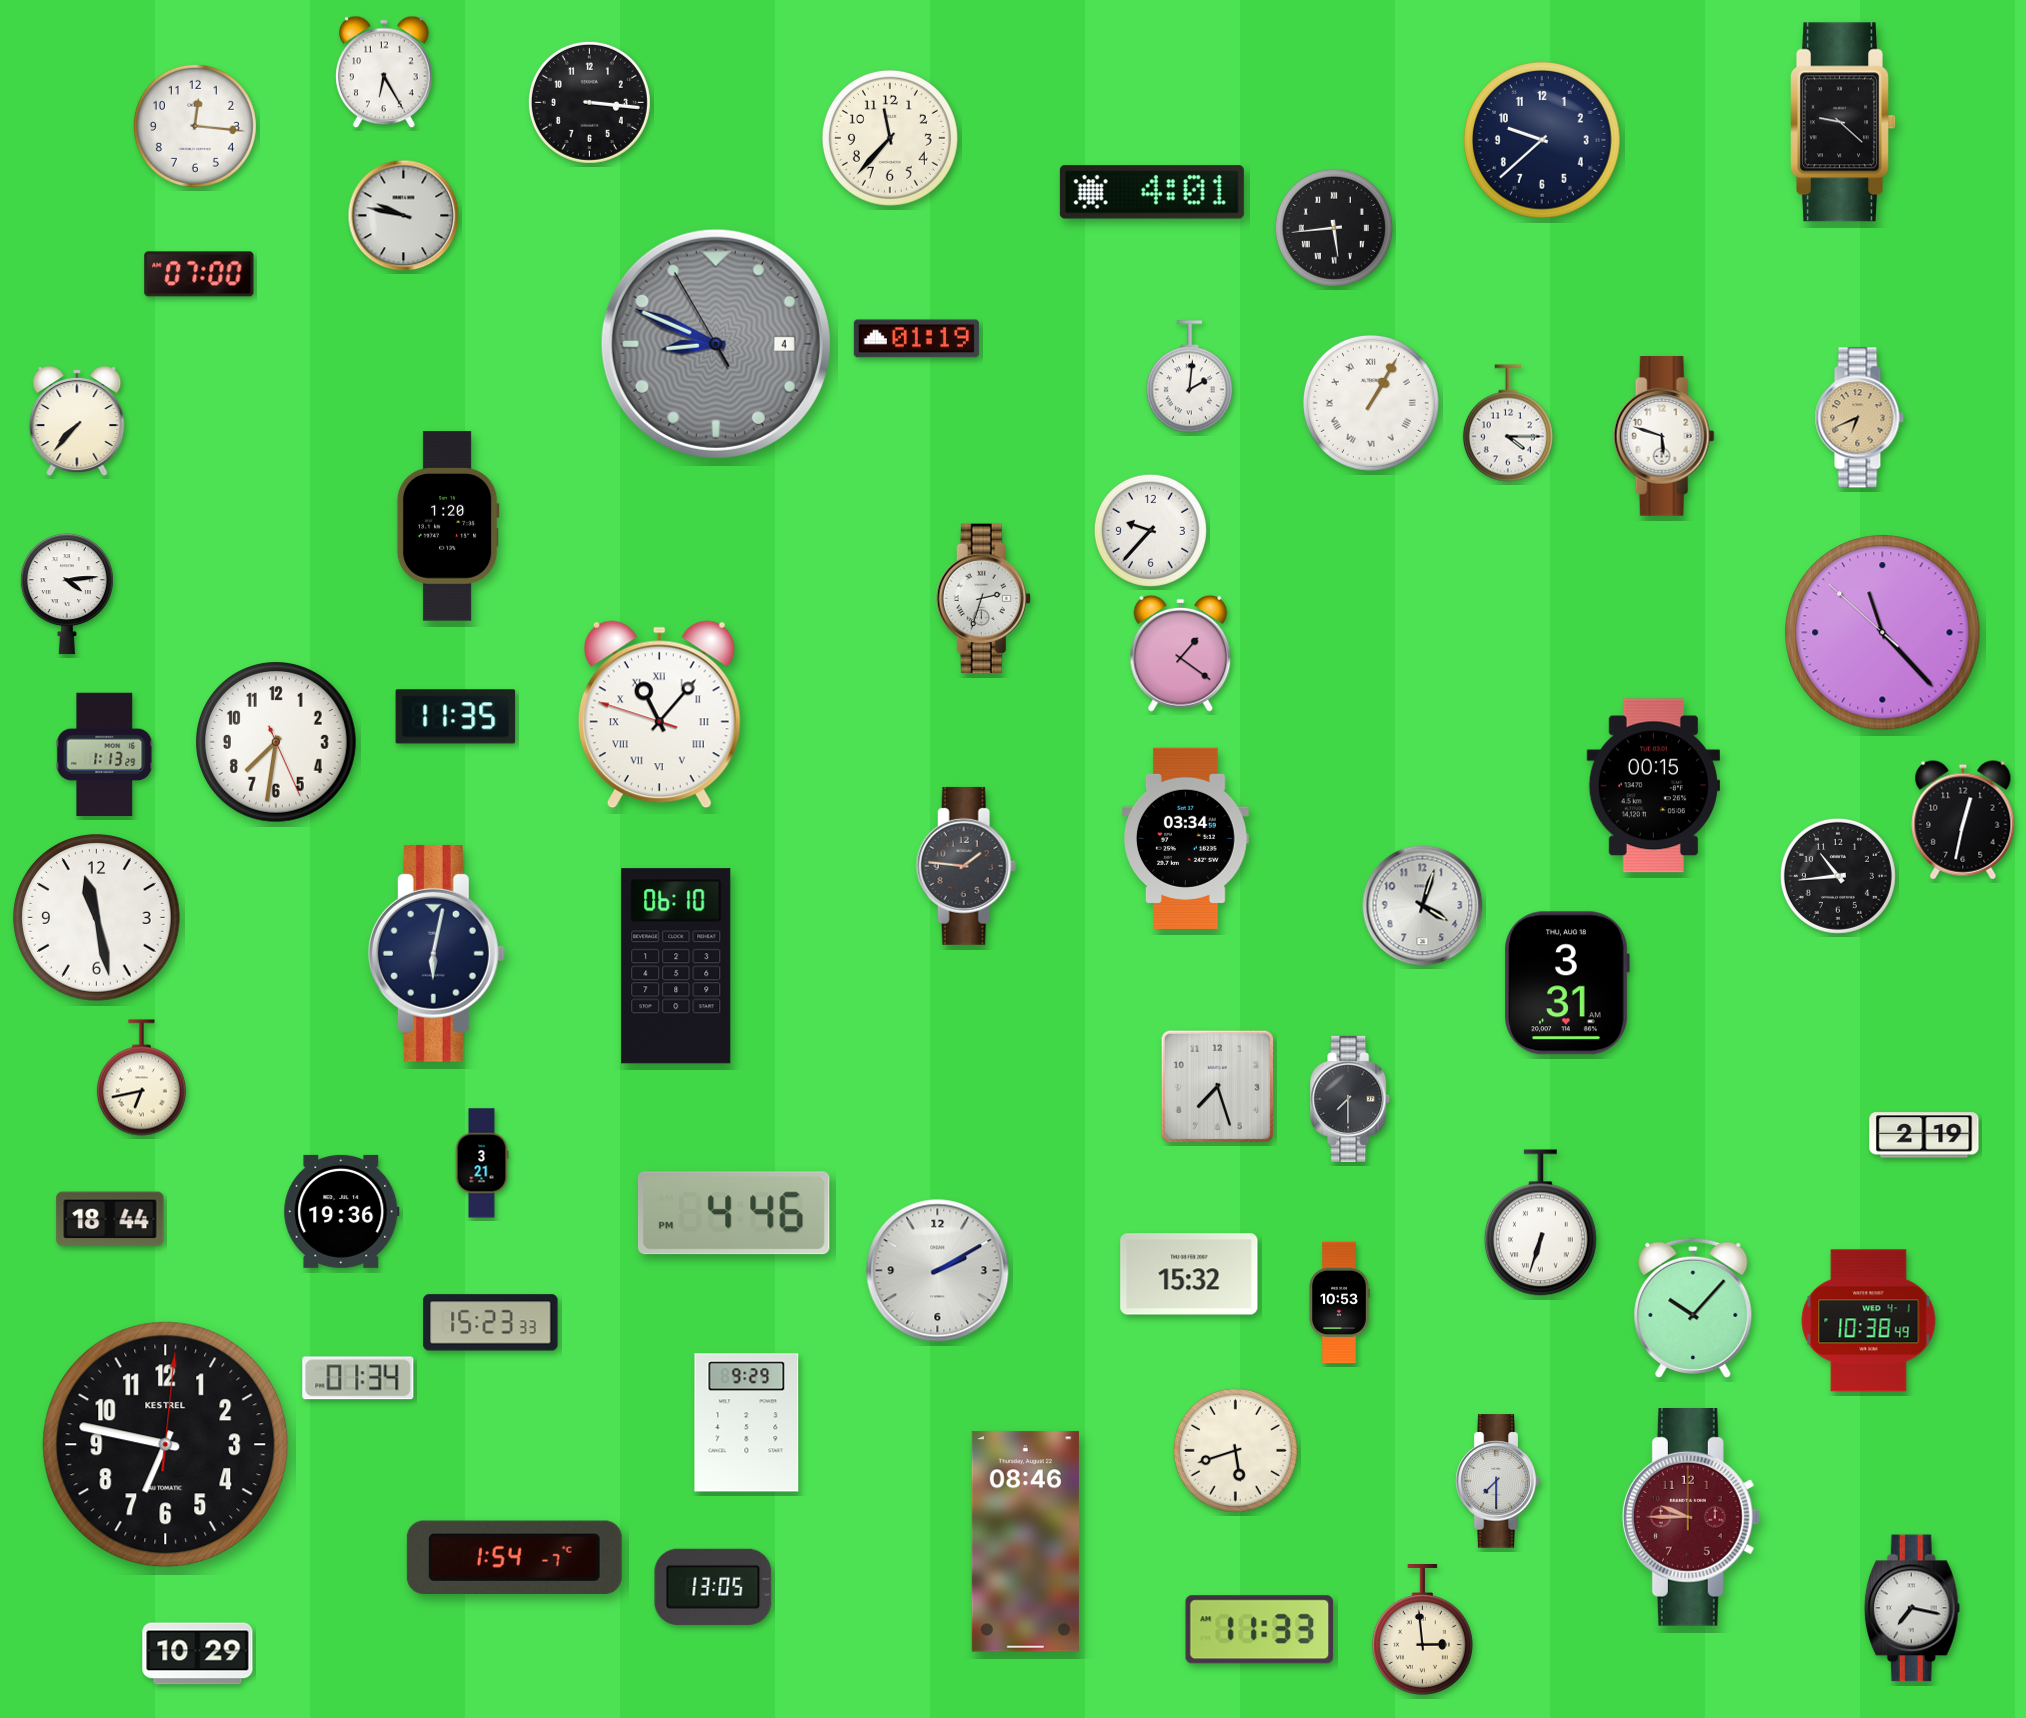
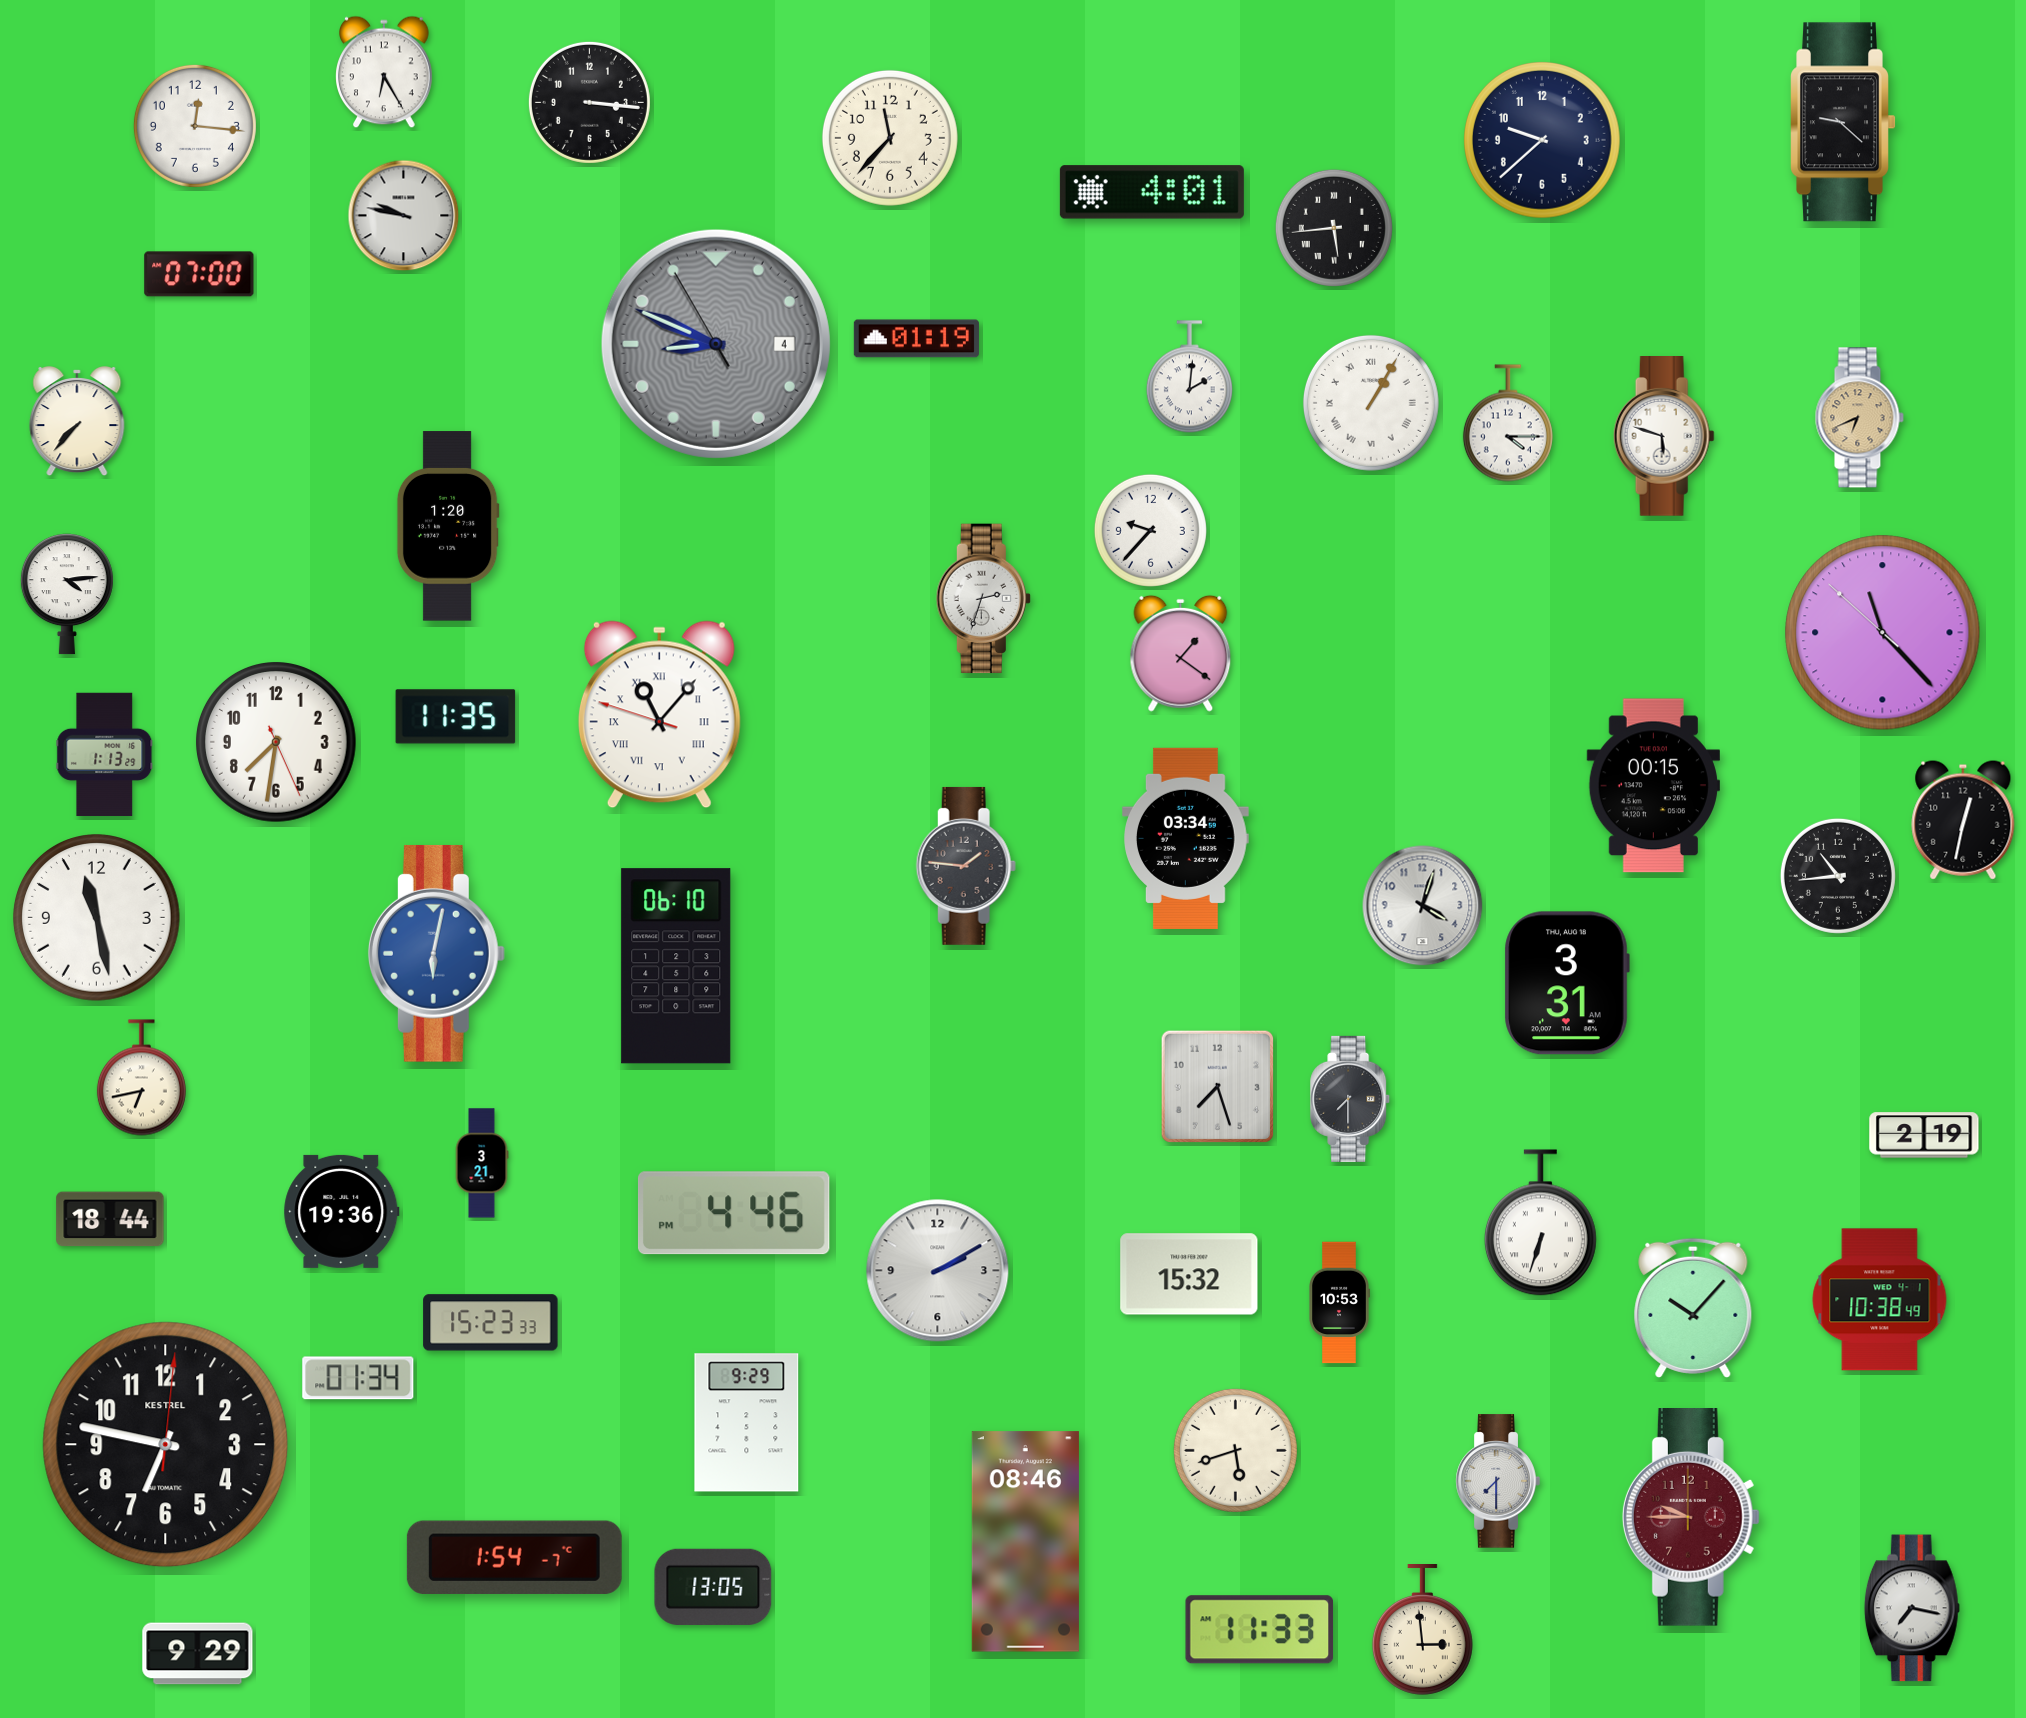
clock at (436, 953) dial: navy -> blue
clock at (1869, 1321) position: (1869, 1321) -> (1880, 1300)
clock at (198, 1654): 10:29 -> 9:29
